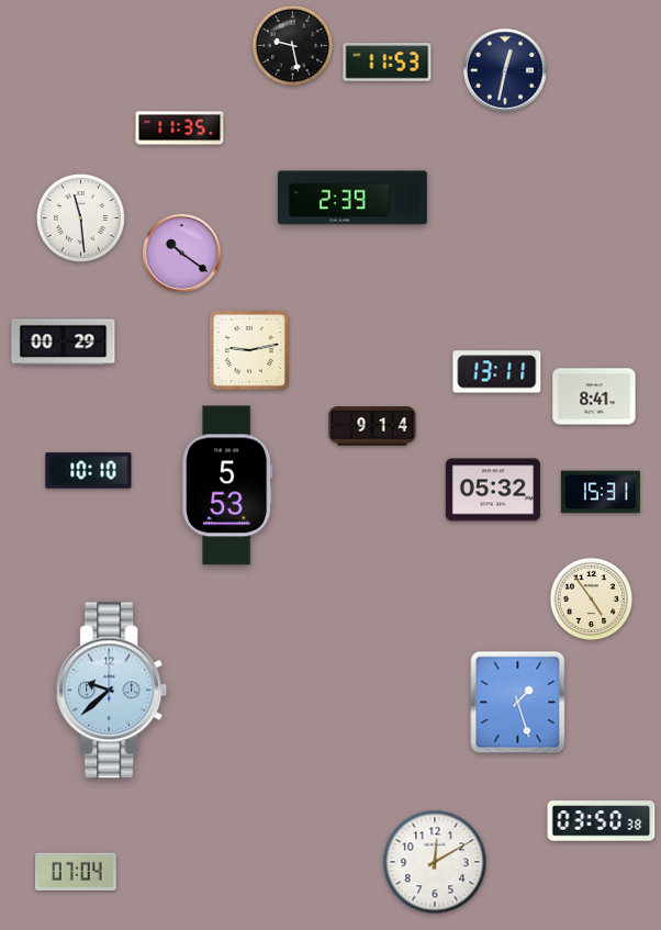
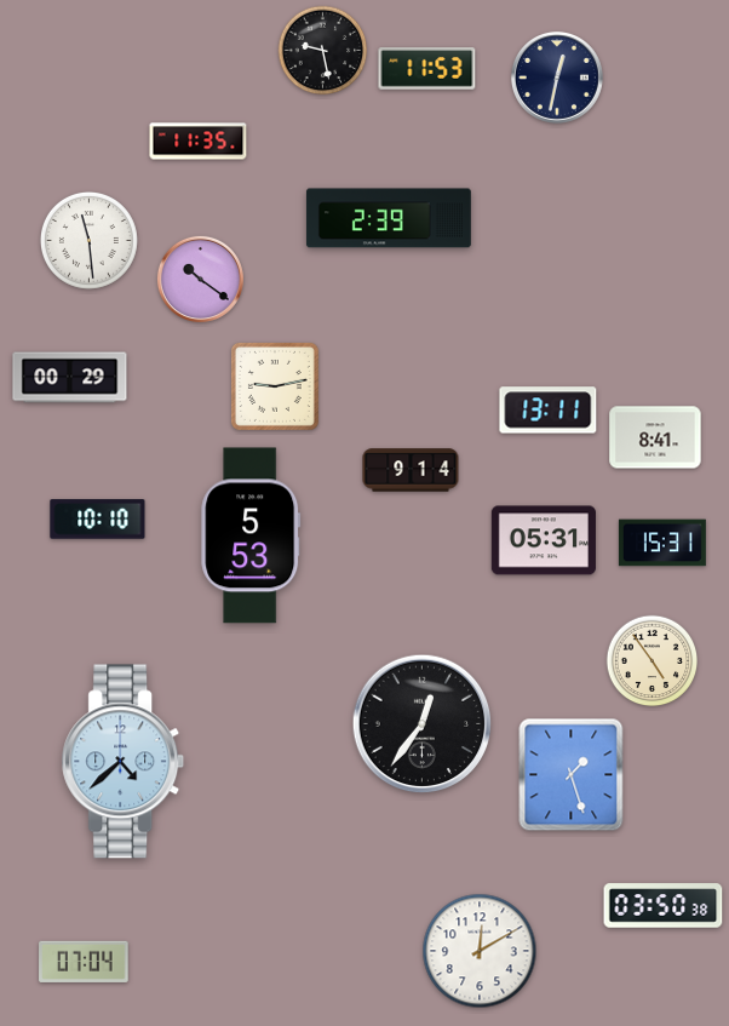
clock at (492, 490): 05:32 -> 05:31
clock at (423, 724): none -> 12:36
clock at (112, 691): 9:38 -> 4:38
